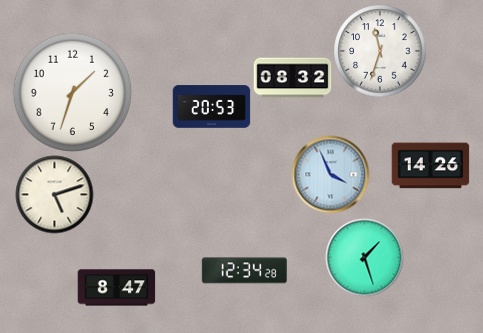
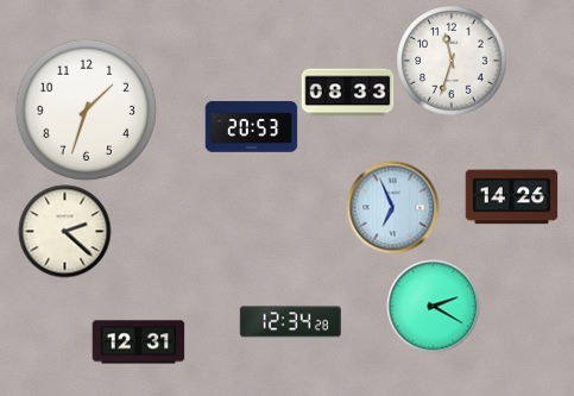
clock at (292, 78): 08:32 -> 08:33
clock at (330, 174): 3:56 -> 6:56
clock at (54, 194): 5:12 -> 2:22
clock at (364, 257): 1:27 -> 2:20
clock at (116, 288): 8:47 -> 12:31
